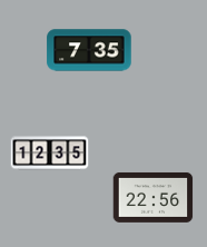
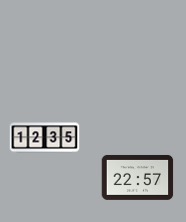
clock at (89, 50): 7:35 -> none
clock at (154, 197): 22:56 -> 22:57
